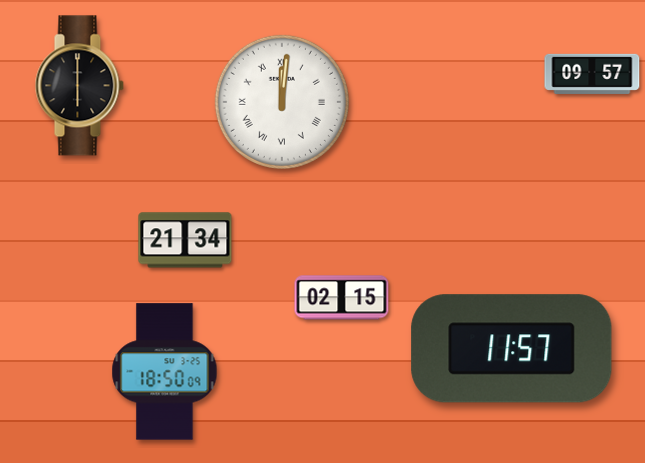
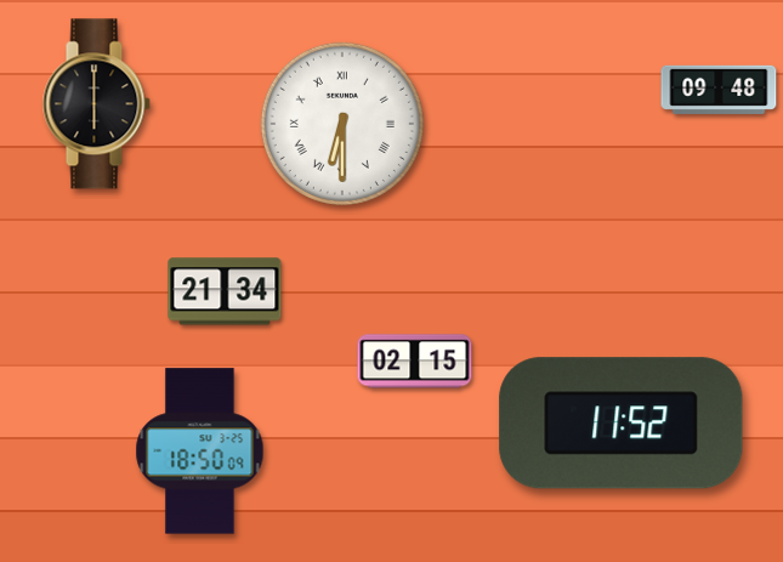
clock at (592, 74): 09:57 -> 09:48
clock at (282, 102): 12:01 -> 6:30
clock at (512, 349): 11:57 -> 11:52
